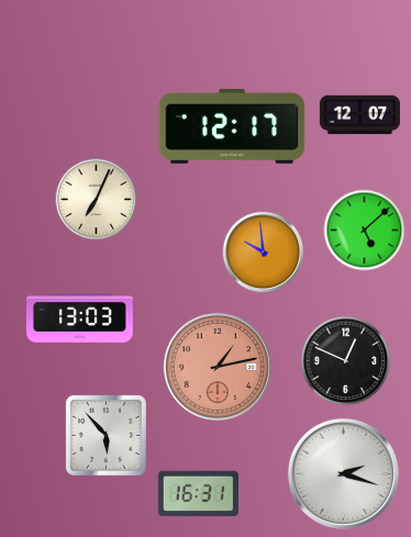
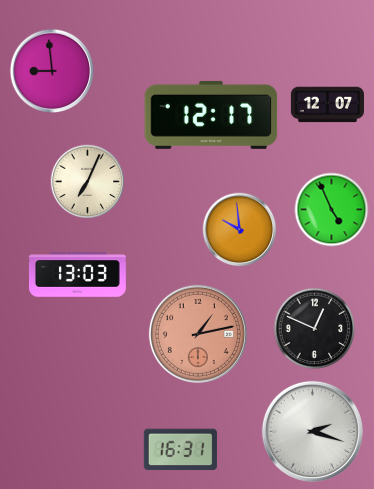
clock at (51, 70): none -> 8:59
clock at (365, 231): 5:08 -> 4:56
clock at (79, 318) position: (79, 318) -> (77, 275)
clock at (105, 435): 5:53 -> none
